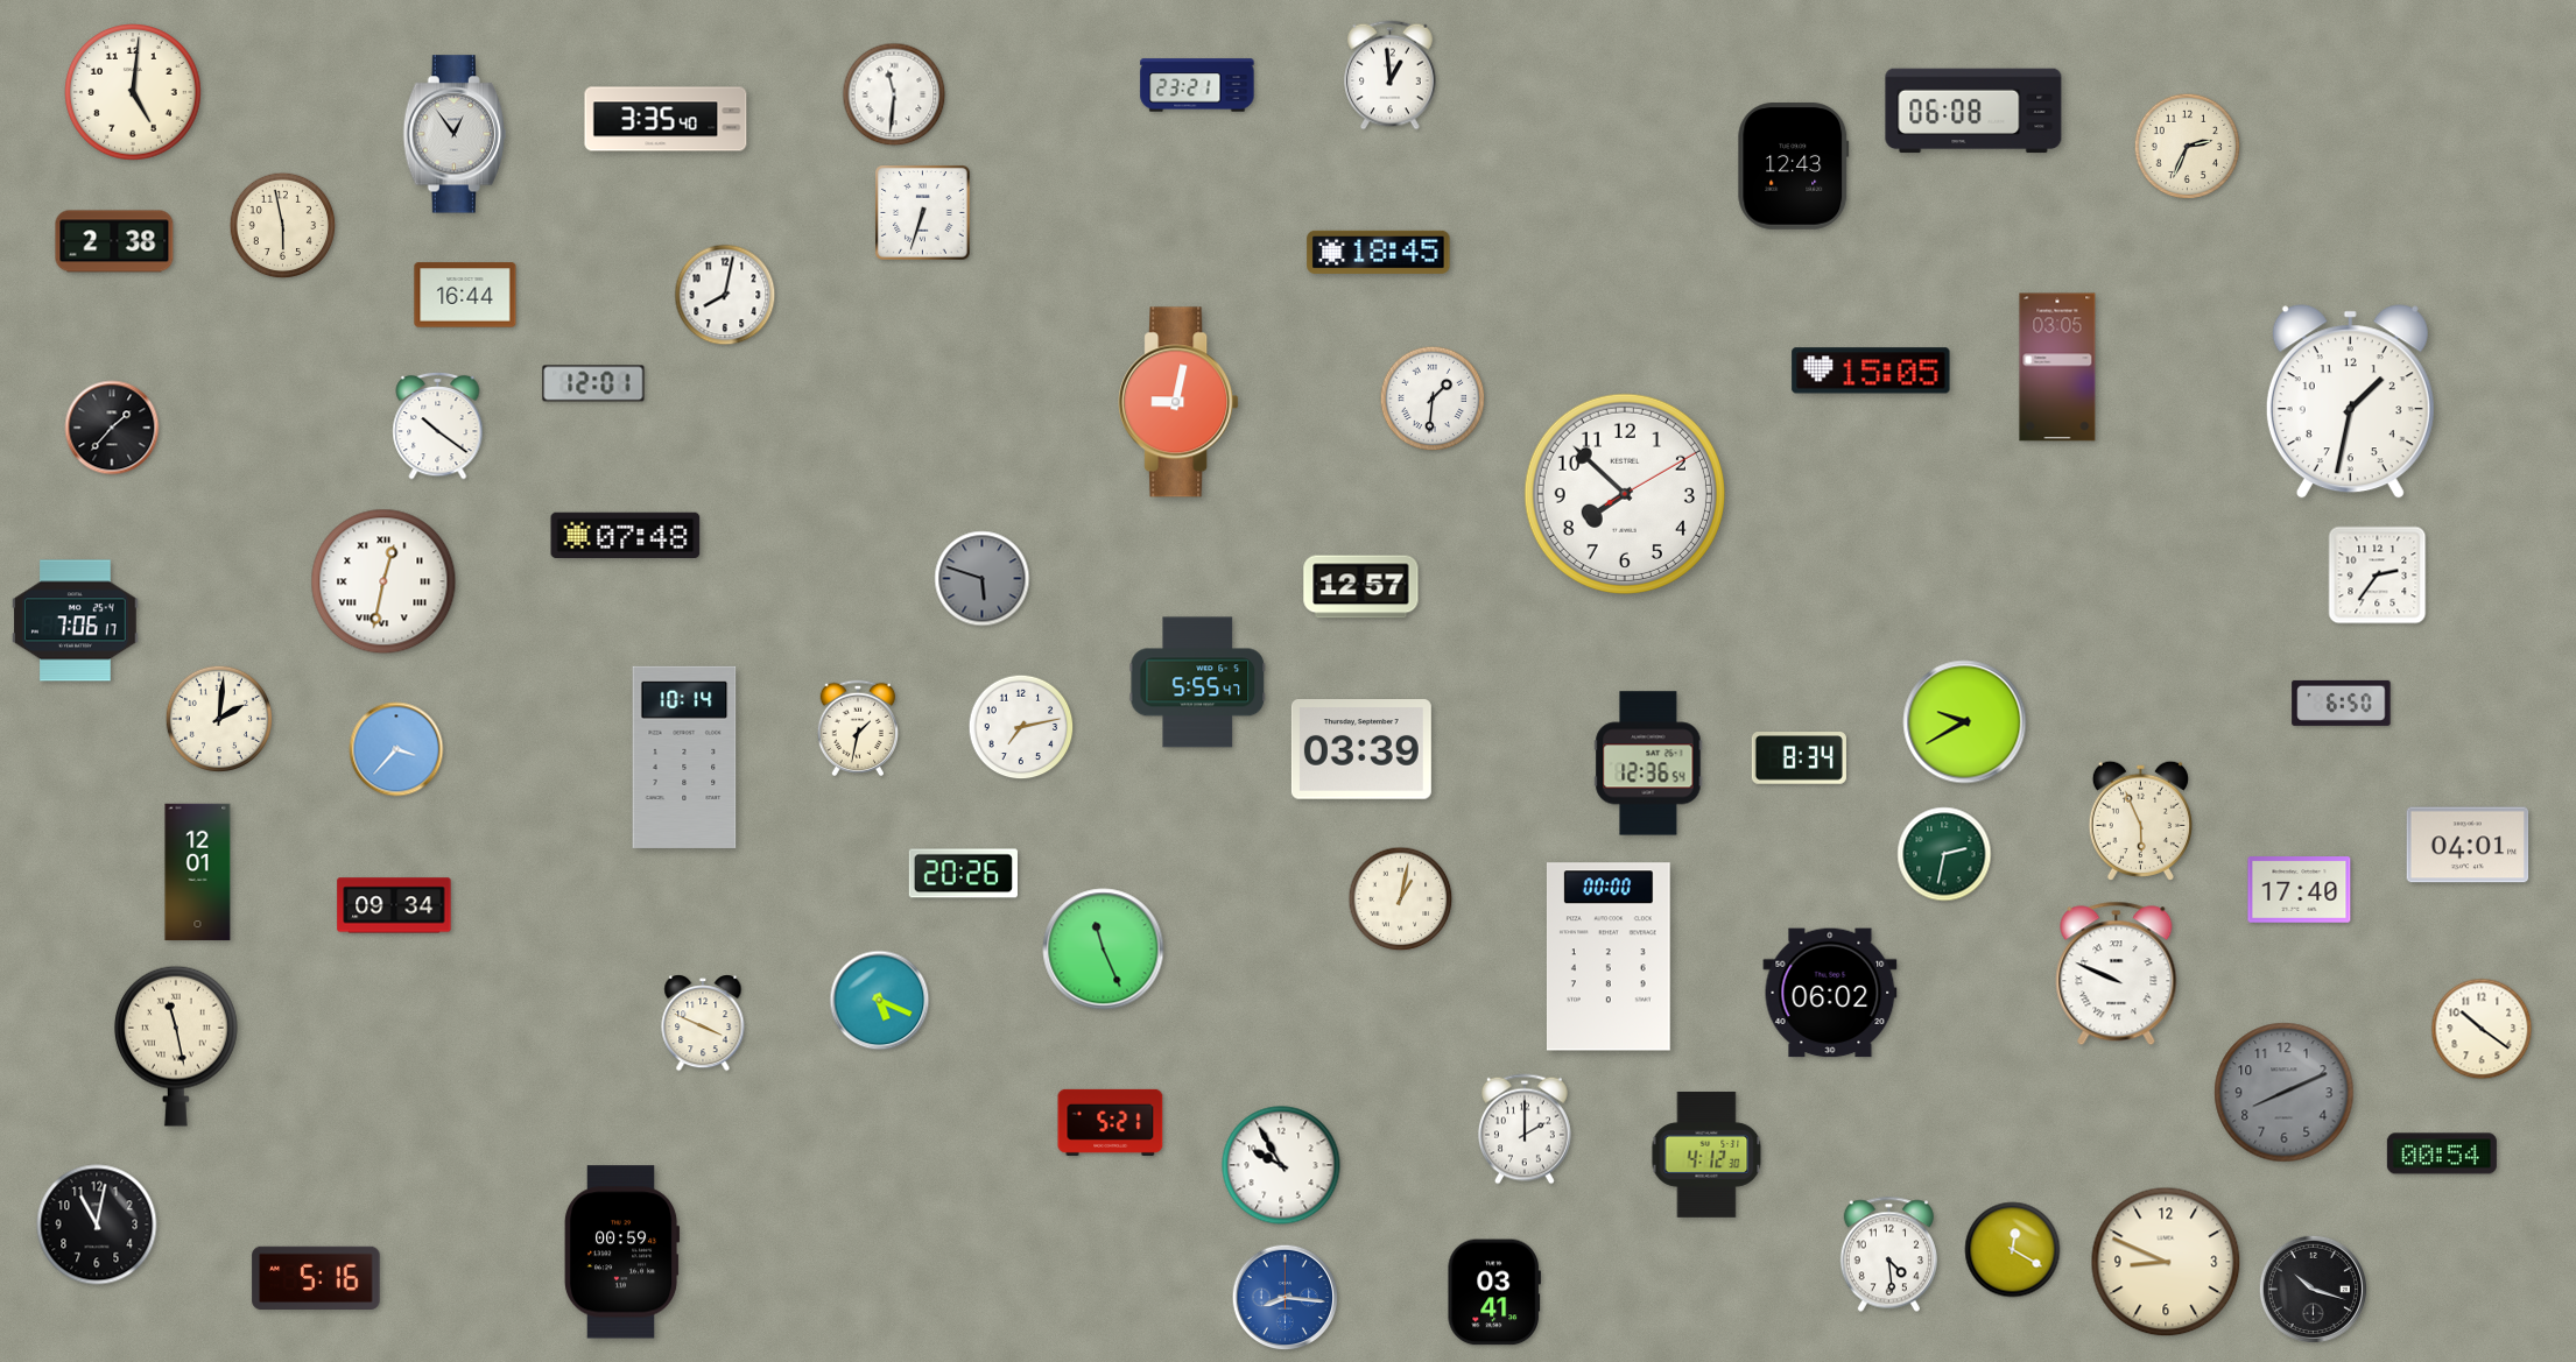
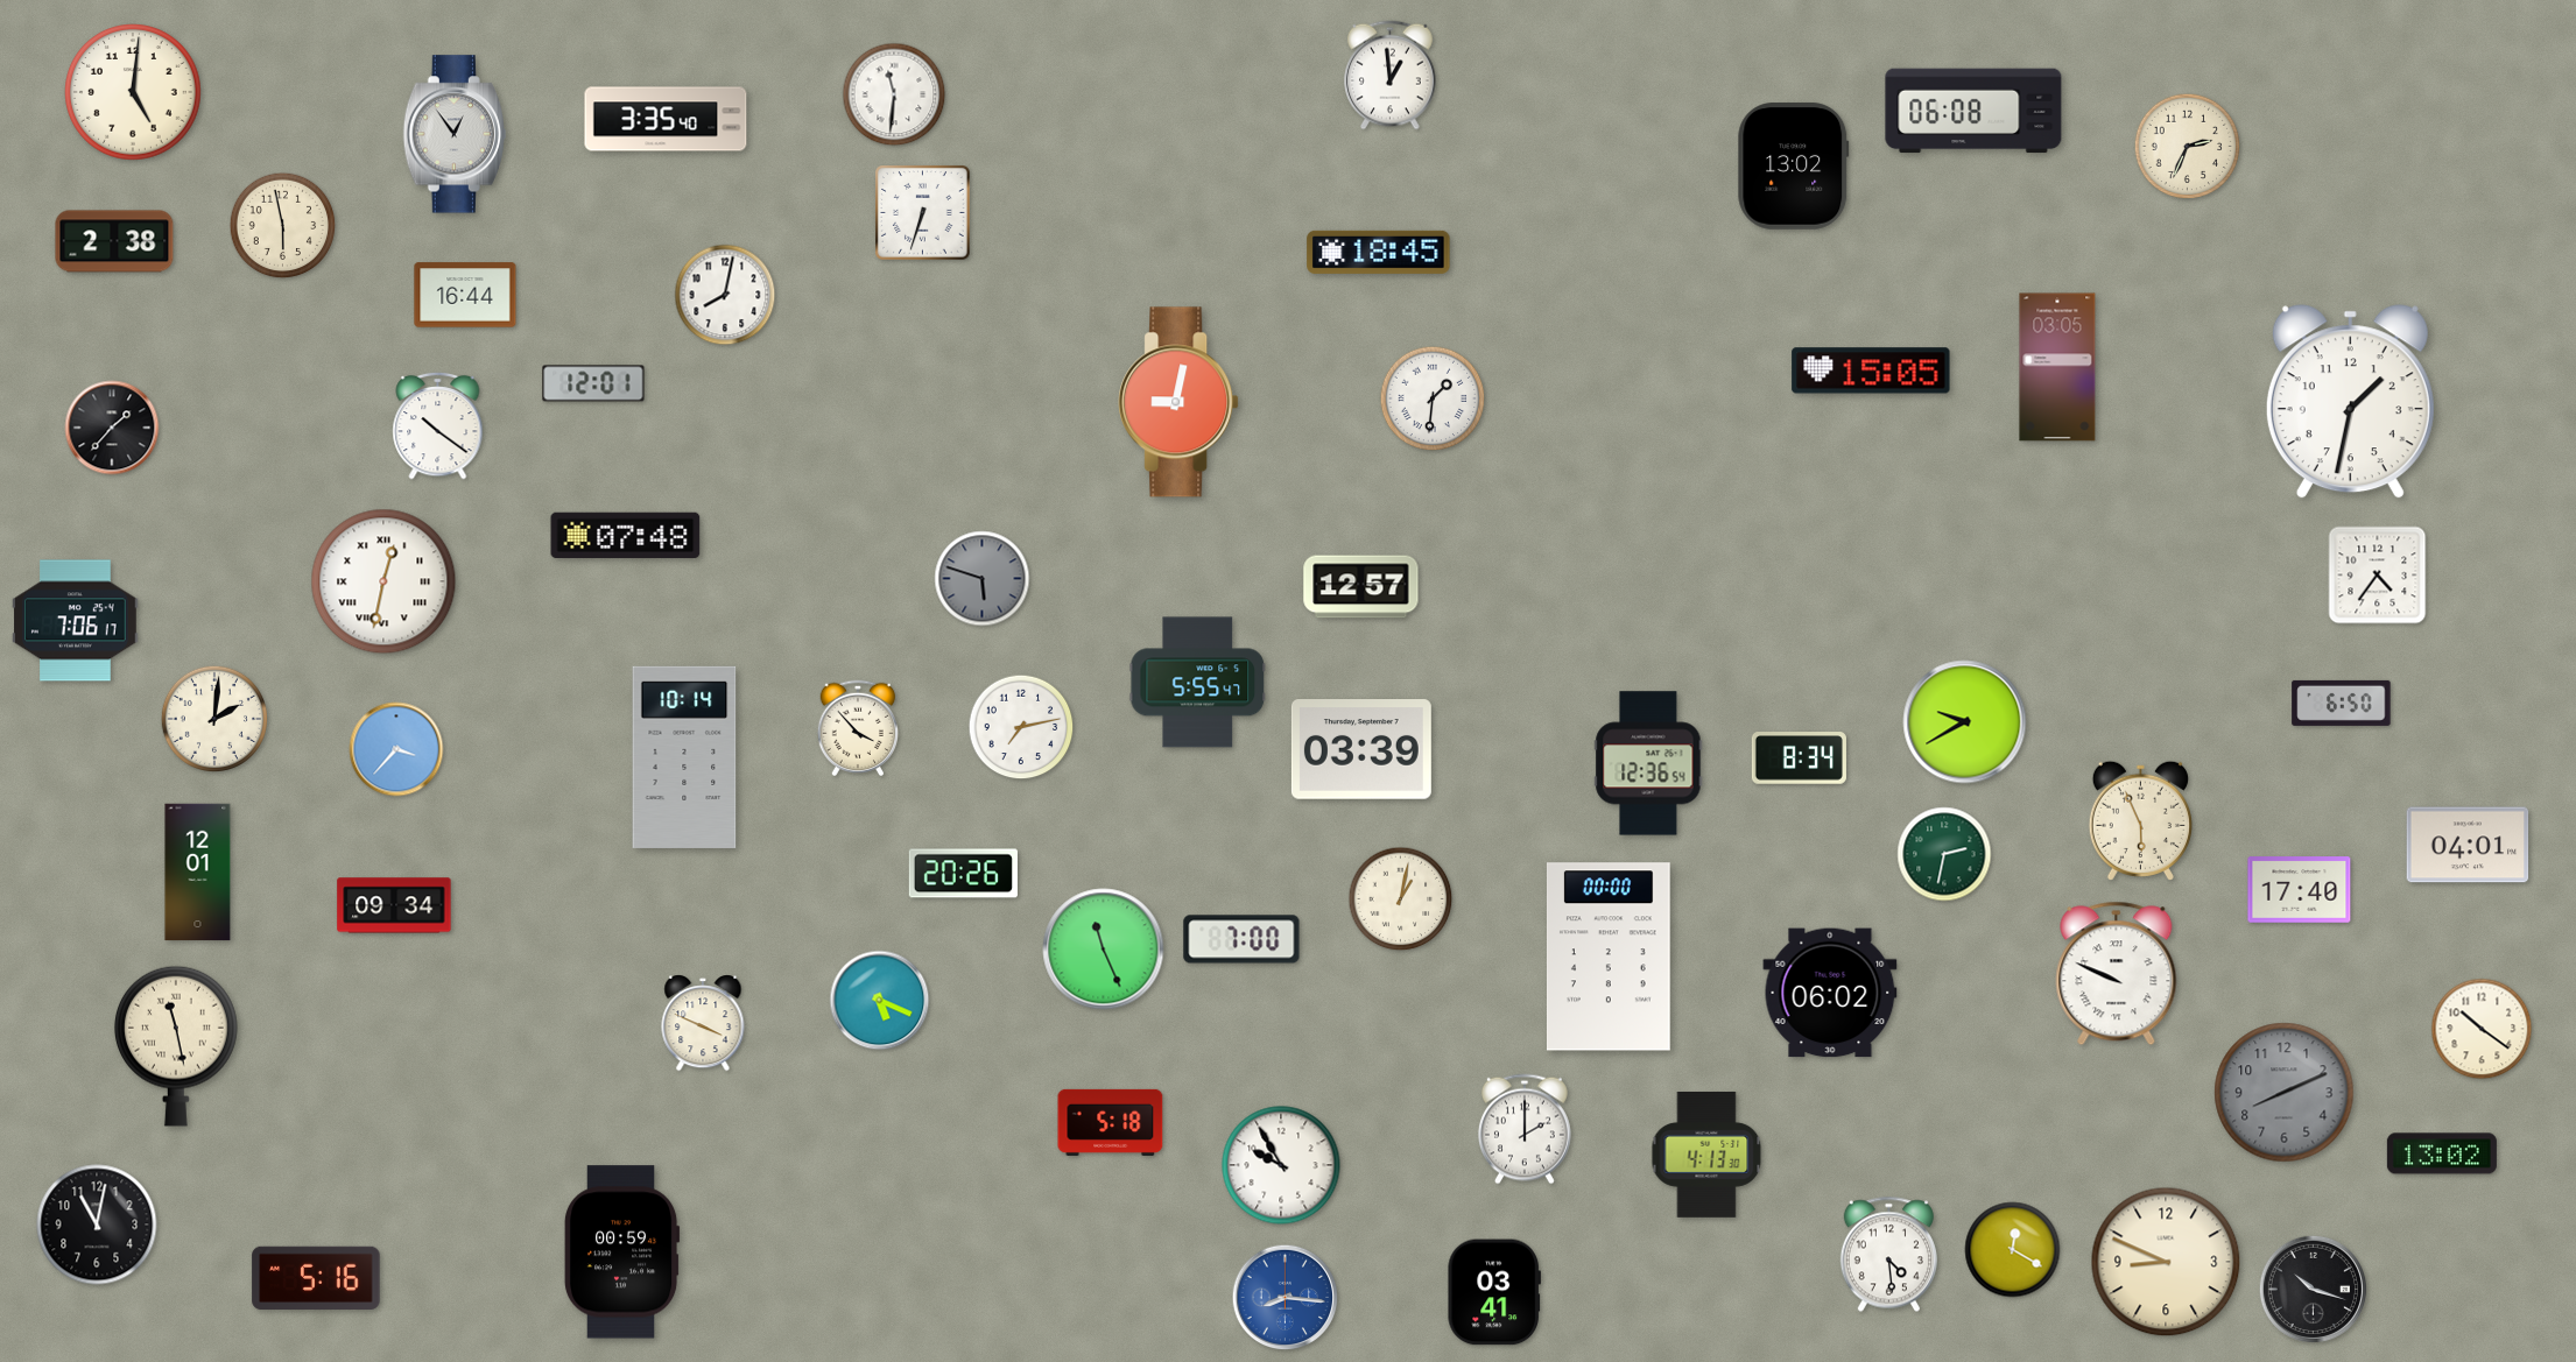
clock at (1197, 85): 23:21 -> none
clock at (1794, 167): 12:43 -> 13:02
clock at (1625, 494): 7:52 -> none
clock at (2378, 576): 2:36 -> 4:36
clock at (218, 718) position: (218, 718) -> (213, 718)
clock at (858, 727): 1:32 -> 3:53
clock at (1241, 939): none -> 7:00
clock at (1111, 1122): 5:21 -> 5:18
clock at (2442, 1153): 00:54 -> 13:02
clock at (1706, 1155): 4:12 -> 4:13
